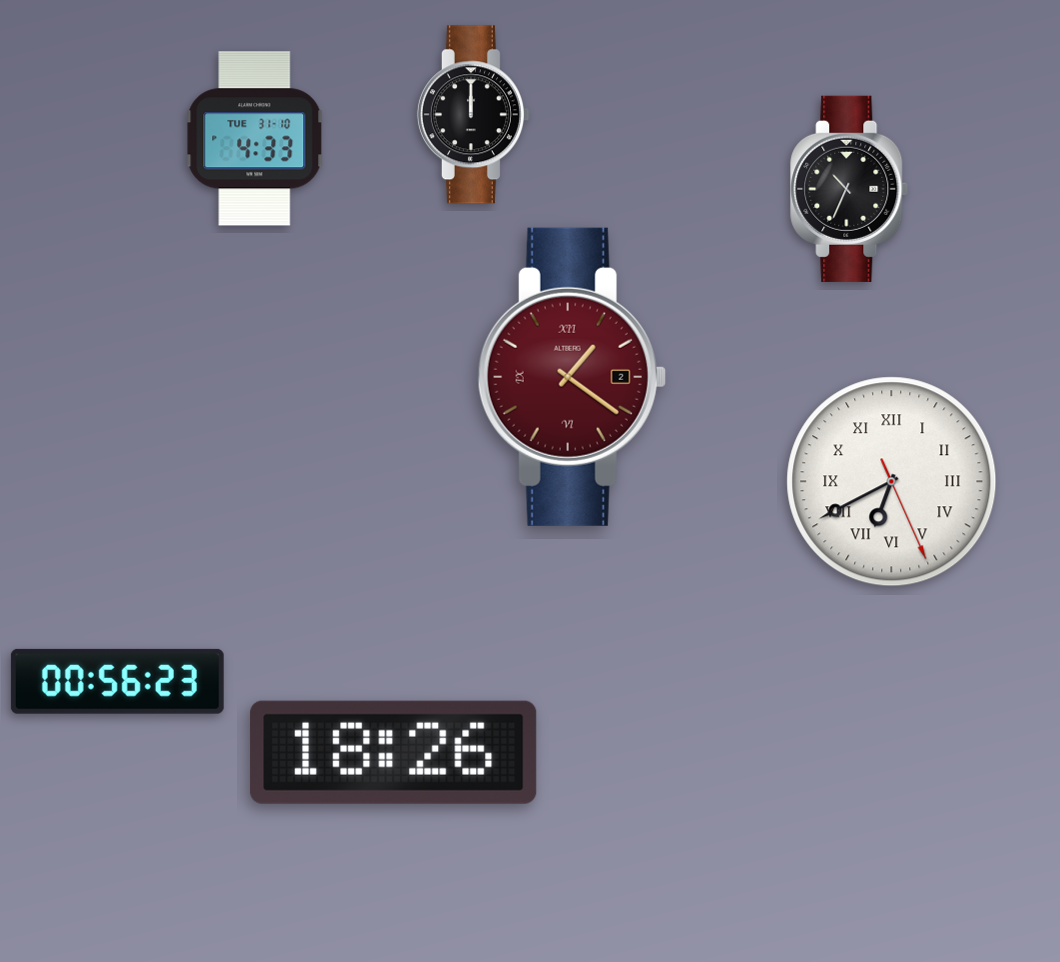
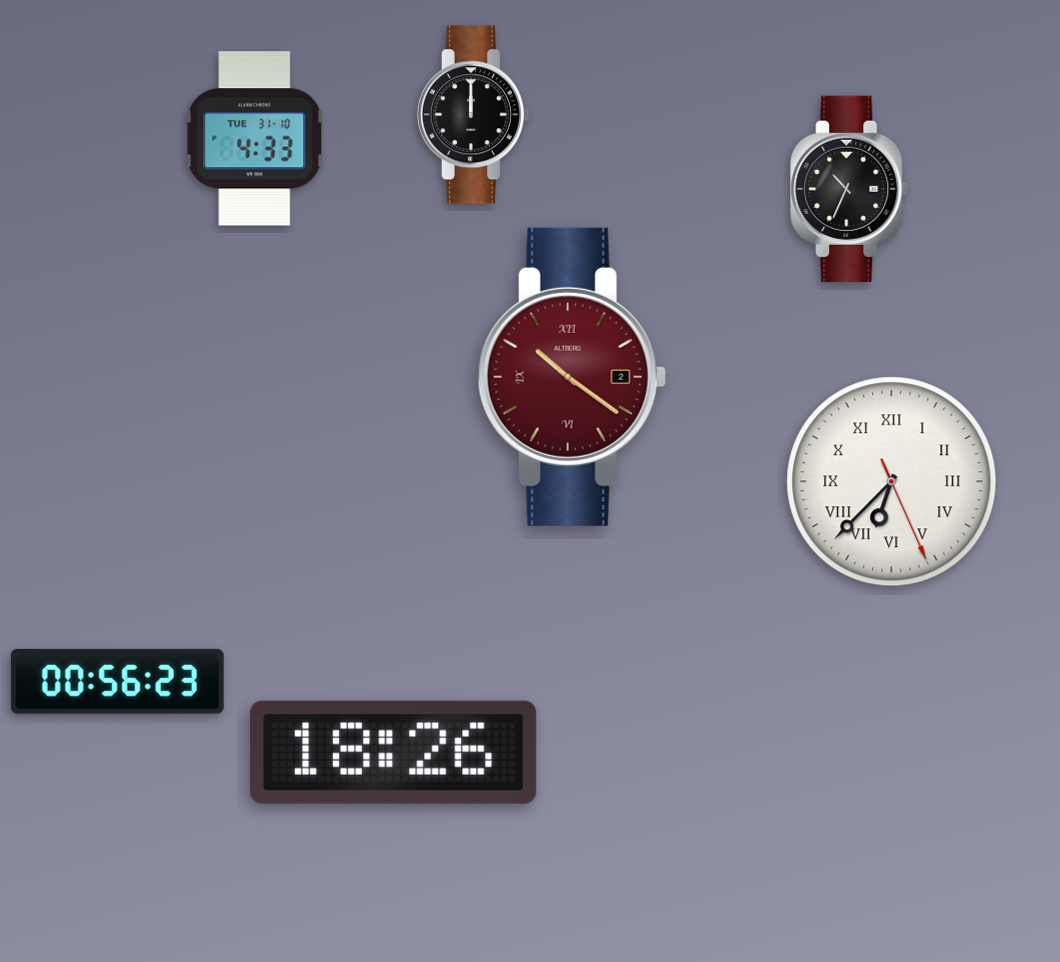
clock at (572, 377): 1:21 -> 10:21
clock at (892, 482): 6:40 -> 6:37
